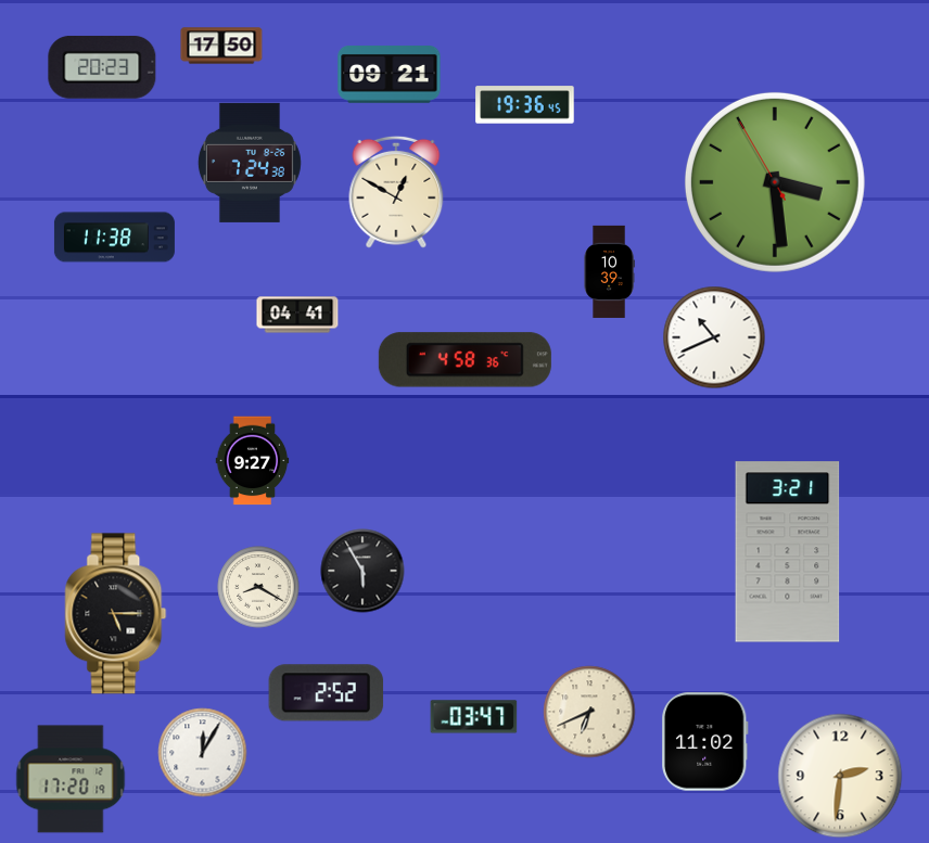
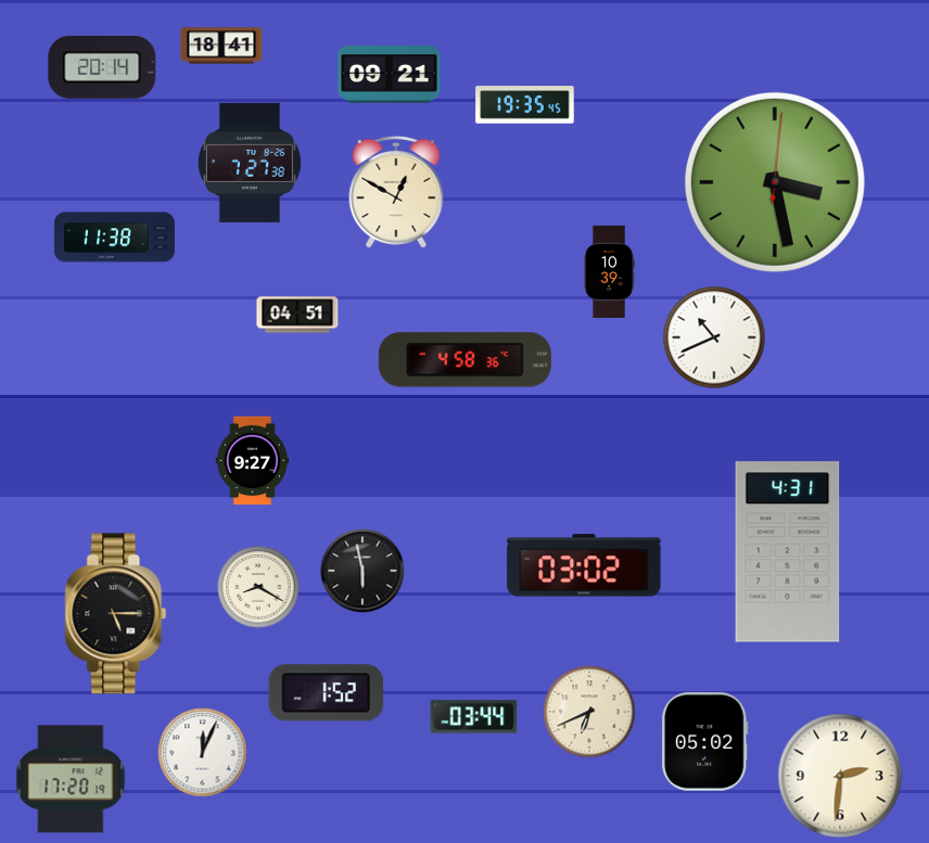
clock at (221, 46): 17:50 -> 18:41
clock at (102, 67): 20:23 -> 20:14
clock at (525, 105): 19:36 -> 19:35
clock at (250, 163): 7:24 -> 7:27
clock at (775, 182): 3:28:55 -> 3:28:01
clock at (297, 315): 04:41 -> 04:51
clock at (788, 552): 3:21 -> 4:31
clock at (584, 565): none -> 03:02
clock at (362, 571): 5:55 -> 5:58
clock at (327, 693): 2:52 -> 1:52
clock at (474, 717): 03:47 -> 03:44
clock at (705, 742): 11:02 -> 05:02
clock at (203, 753): 12:05 -> 12:04
